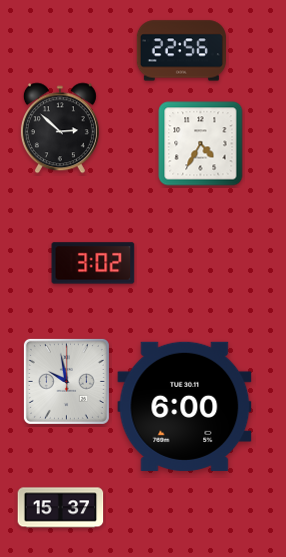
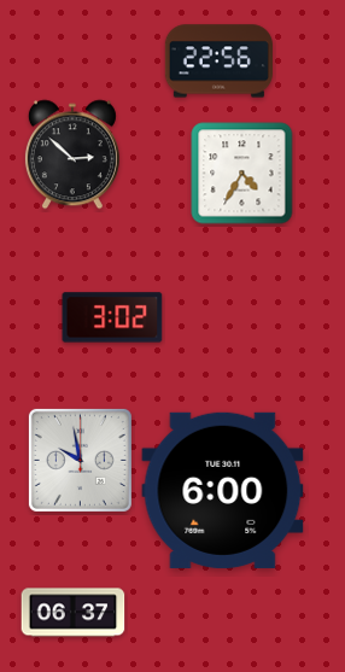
clock at (61, 508): 15:37 -> 06:37
